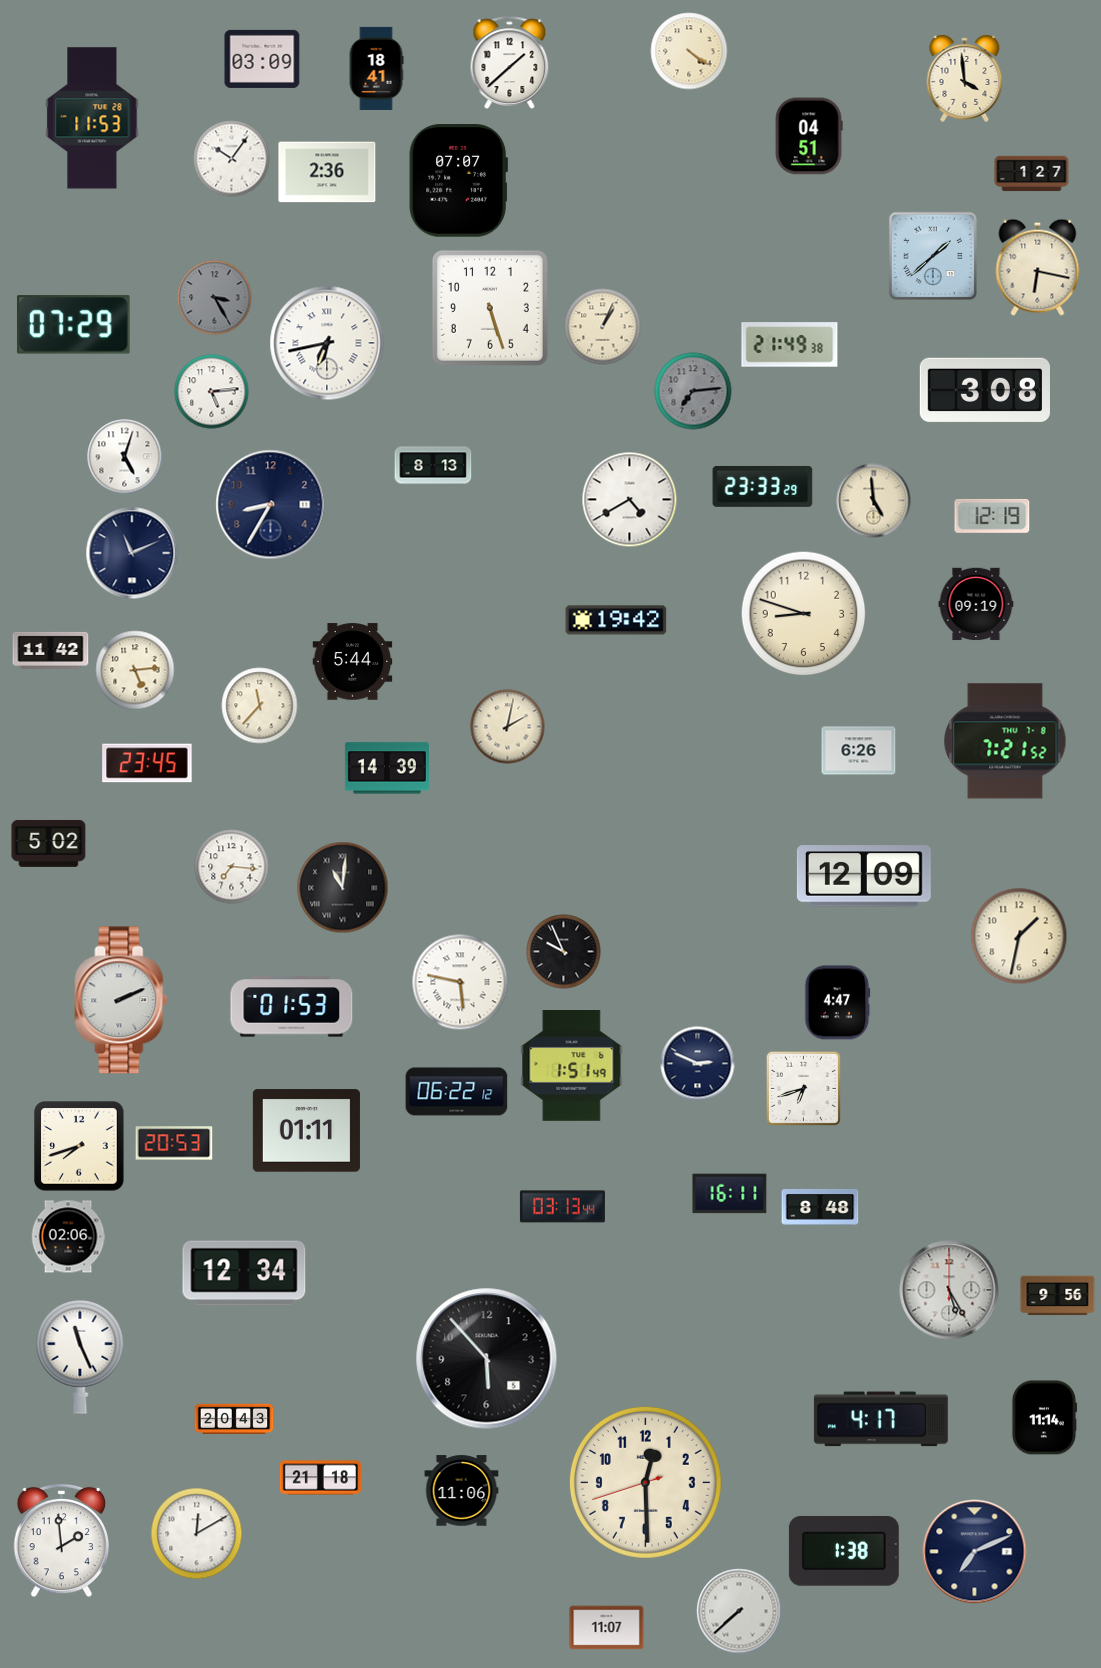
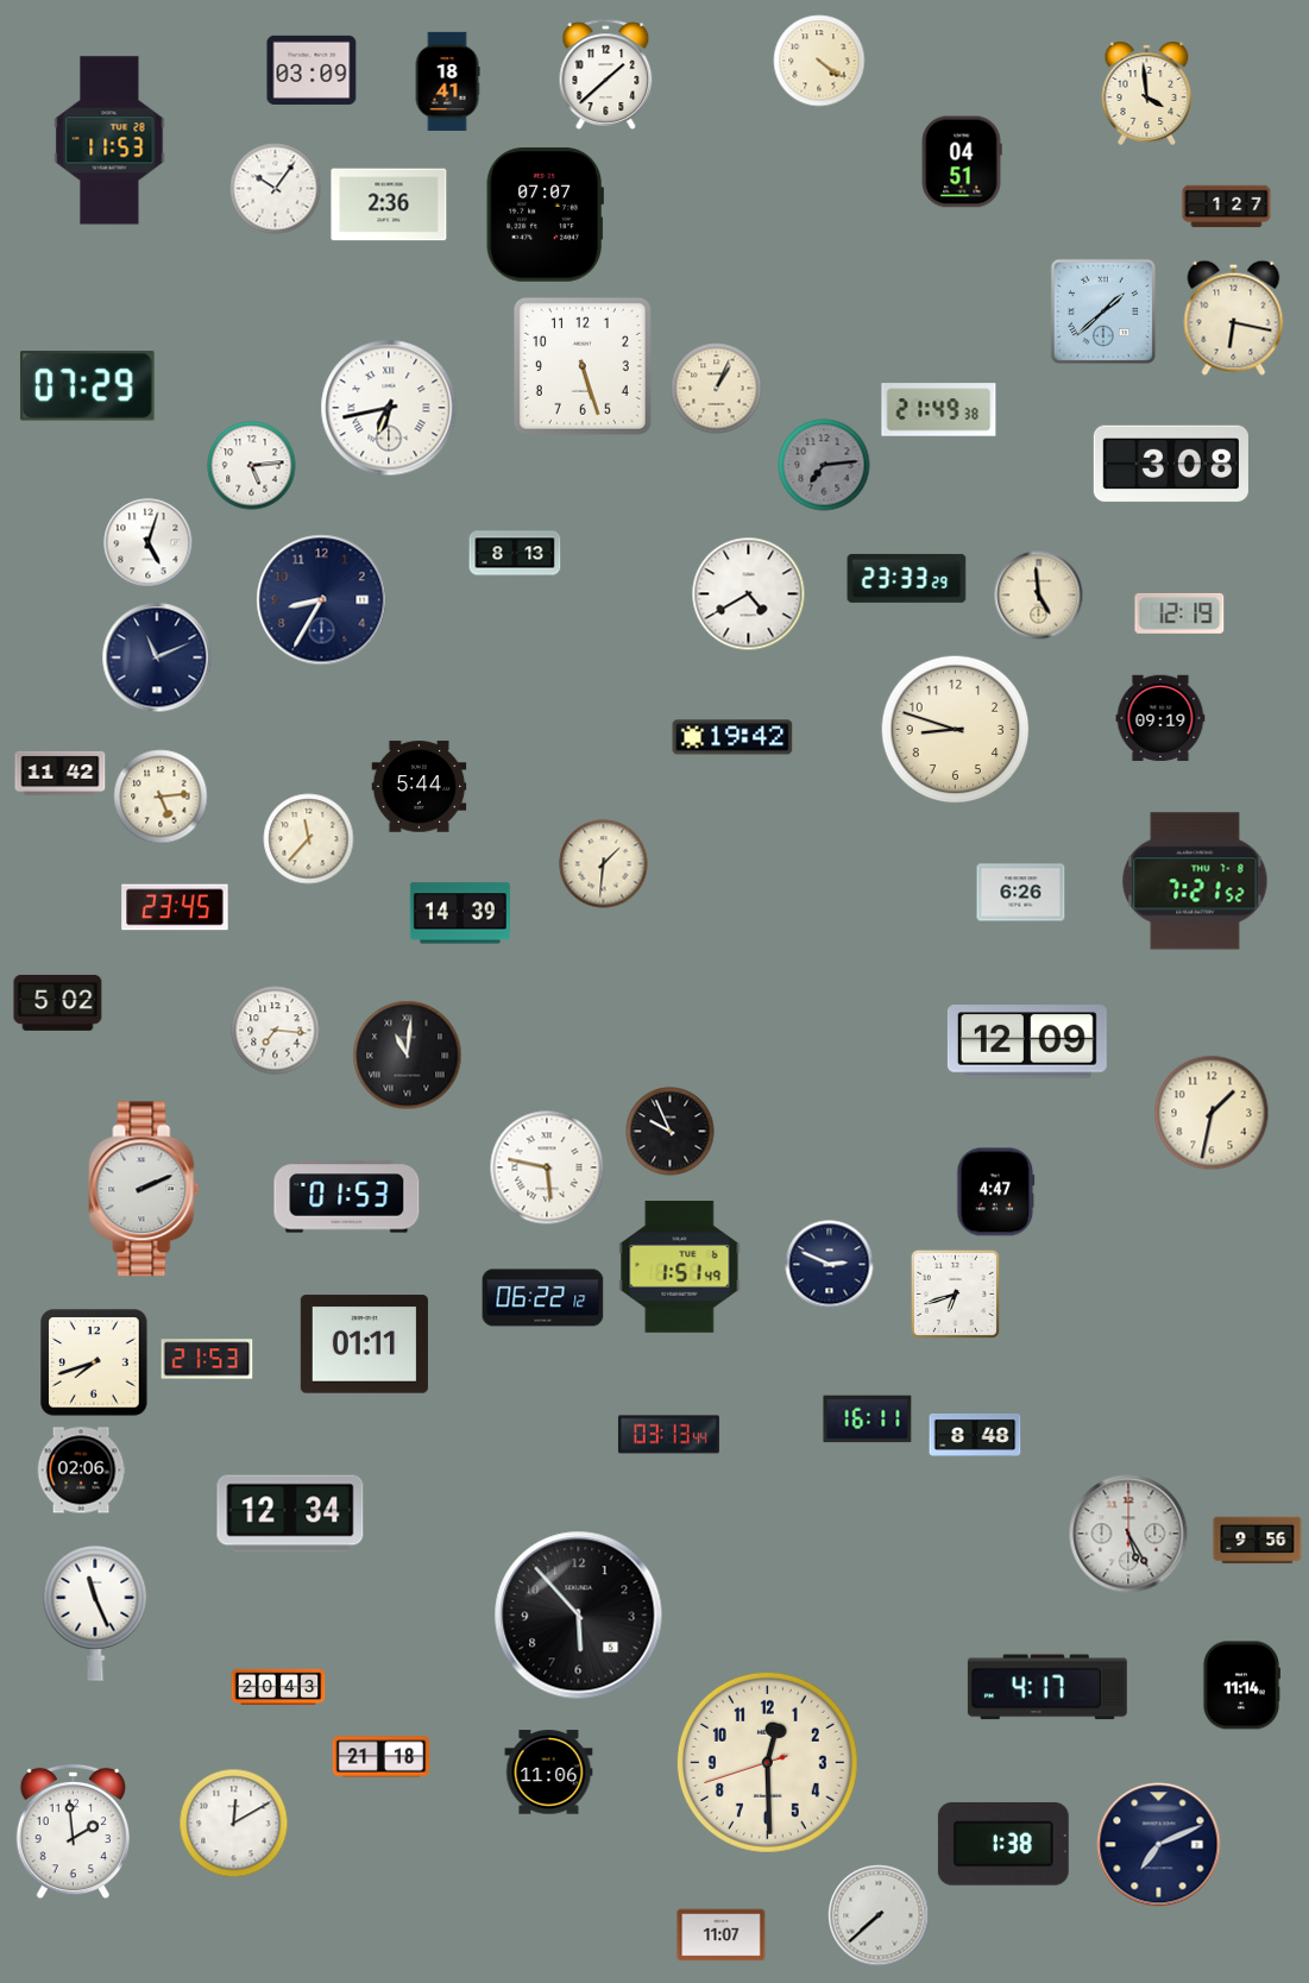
clock at (933, 256) position: (933, 256) -> (1103, 311)
clock at (215, 298): 3:25 -> none
clock at (508, 727): 2:02 -> 1:31
clock at (174, 1143): 20:53 -> 21:53
